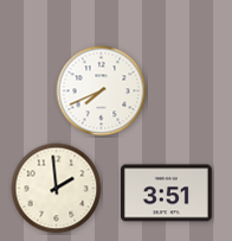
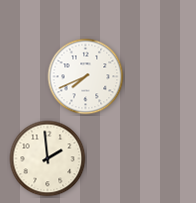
clock at (166, 194): 3:51 -> none
